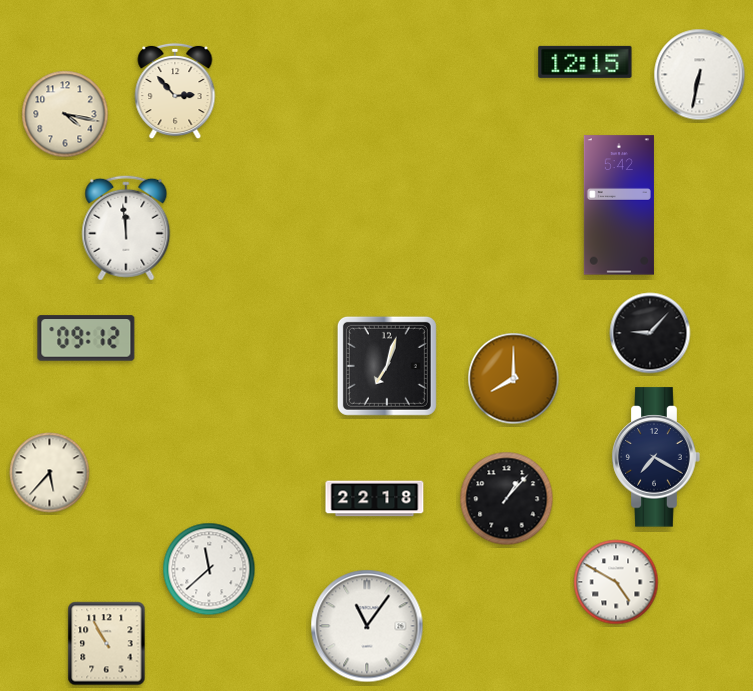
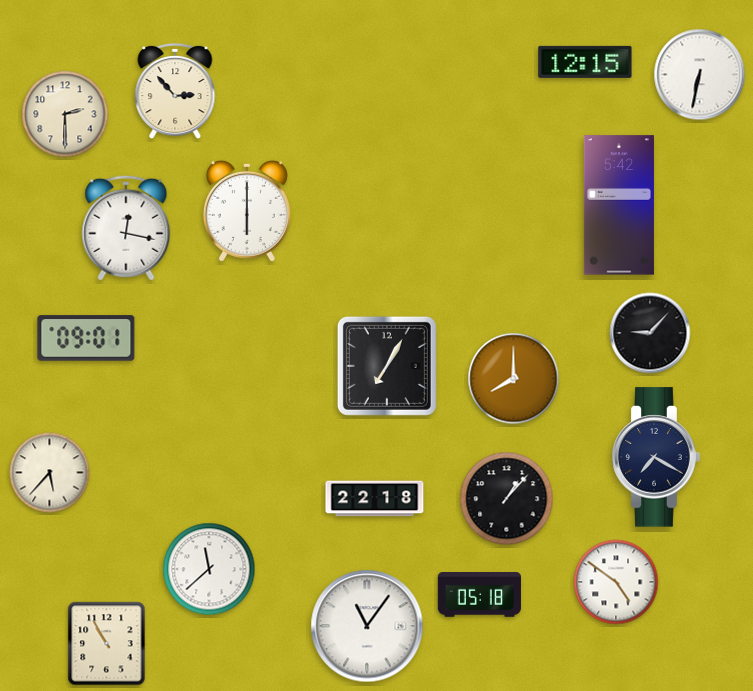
clock at (65, 114): 4:17 -> 2:30
clock at (247, 211): none -> 6:00
clock at (126, 228): 11:59 -> 12:17
clock at (86, 338): 09:12 -> 09:01
clock at (387, 366): 7:03 -> 7:05
clock at (616, 582): 4:50 -> 4:51
clock at (479, 595): none -> 05:18
